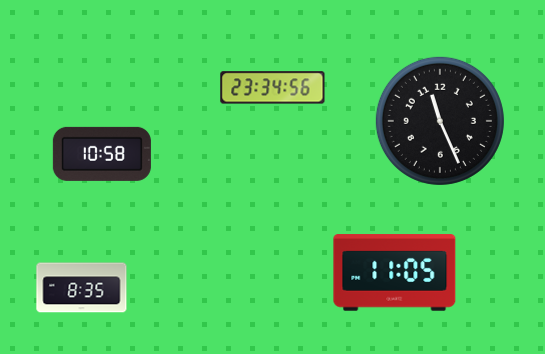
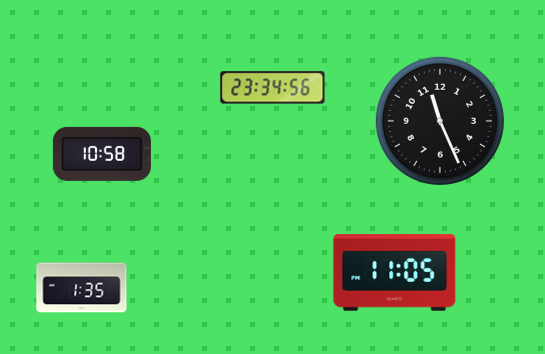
clock at (82, 288): 8:35 -> 1:35
